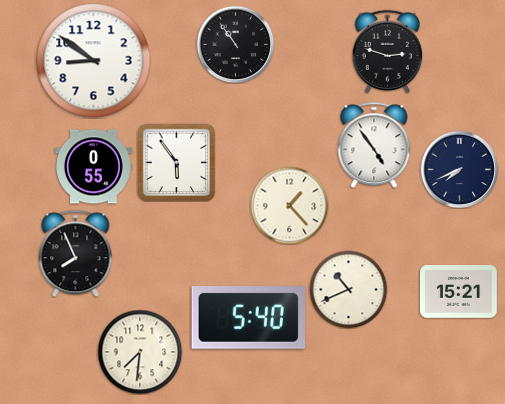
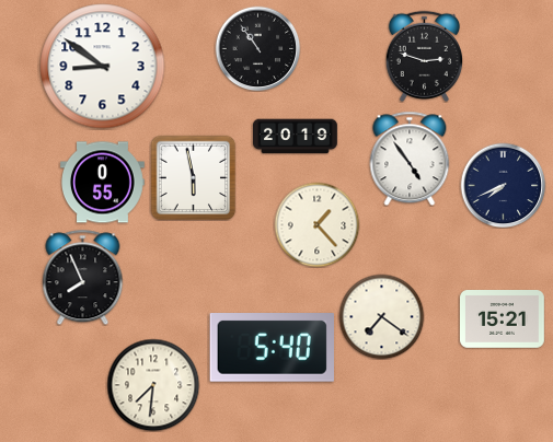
clock at (296, 137): none -> 20:19
clock at (176, 162): 5:54 -> 5:58
clock at (348, 289): 10:41 -> 7:21
